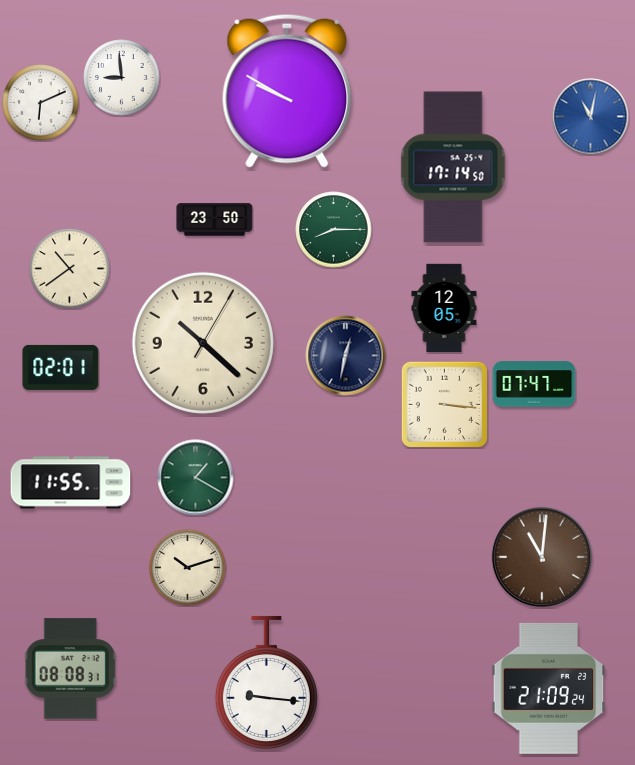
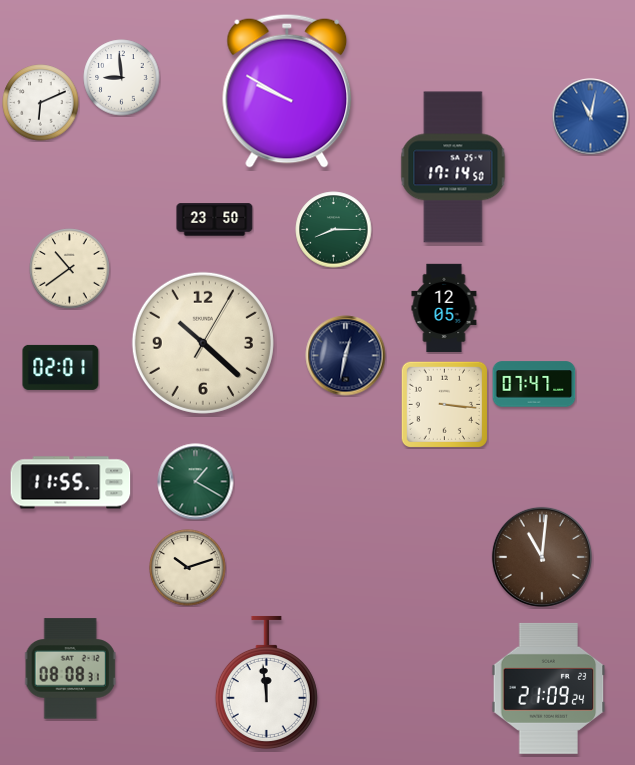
clock at (196, 478) position: (196, 478) -> (196, 482)
clock at (266, 683): 9:16 -> 11:59
